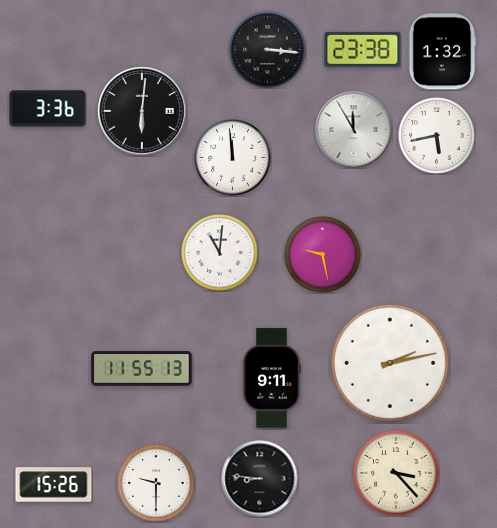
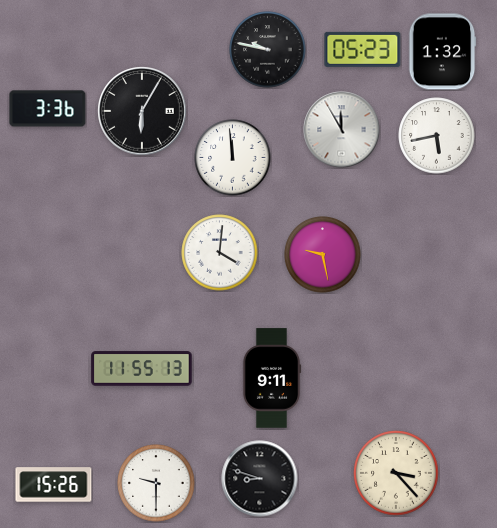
clock at (363, 49): 23:38 -> 05:23
clock at (268, 50): 3:16 -> 9:47
clock at (142, 111): 6:01 -> 6:05
clock at (354, 130) position: (354, 130) -> (342, 130)
clock at (220, 253): 11:01 -> 4:01
clock at (390, 363): 2:13 -> none
clock at (260, 479): 8:46 -> 8:48
